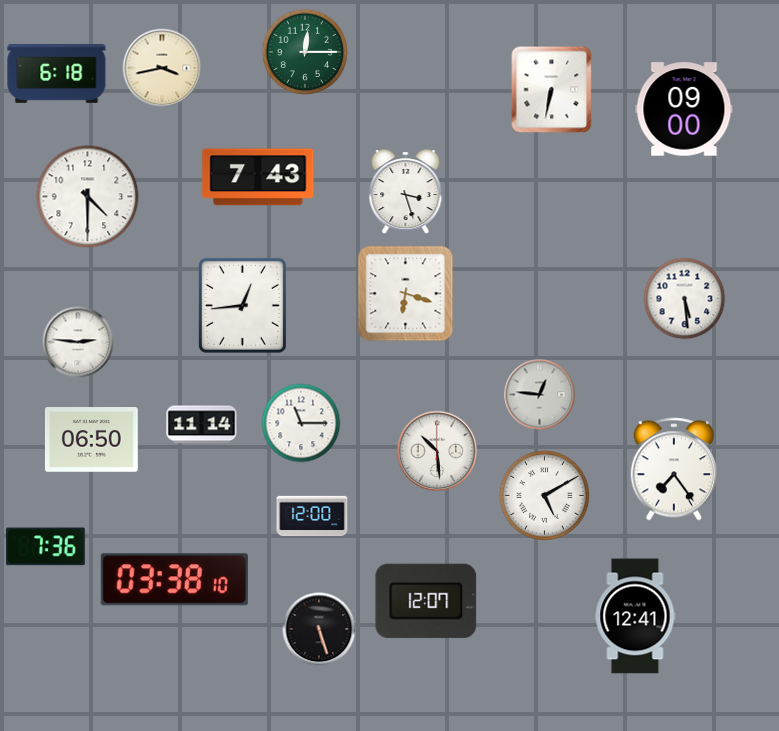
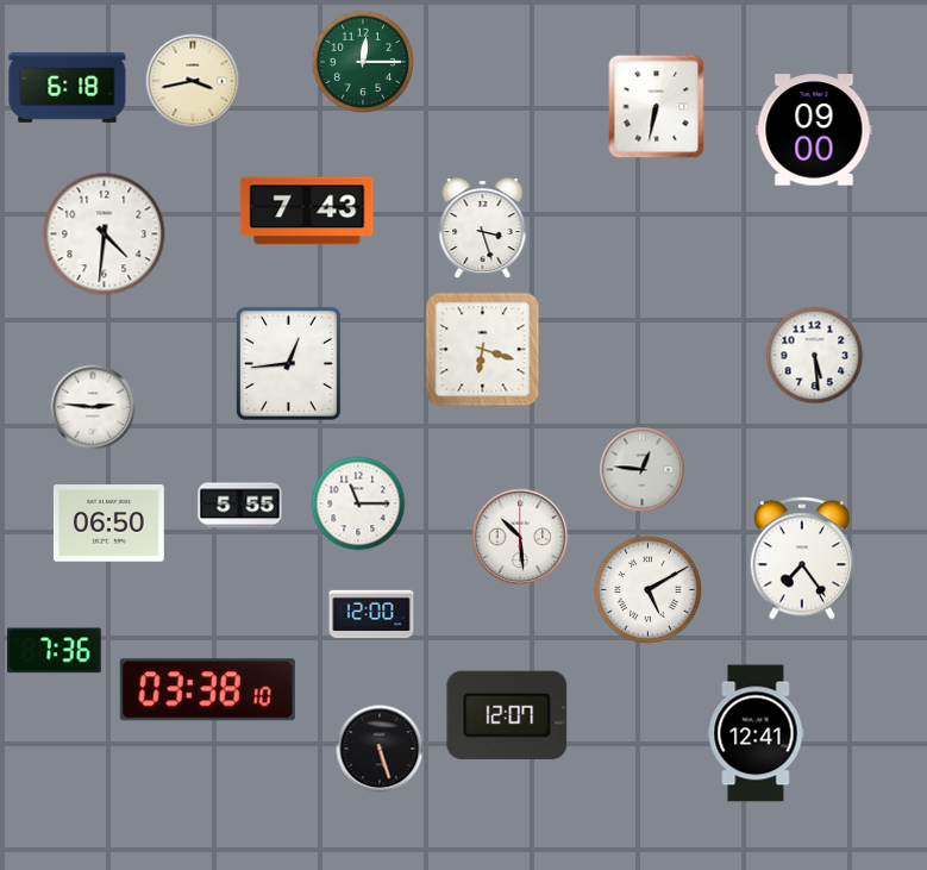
clock at (88, 197): 4:30 -> 4:31
clock at (202, 425): 11:14 -> 5:55
